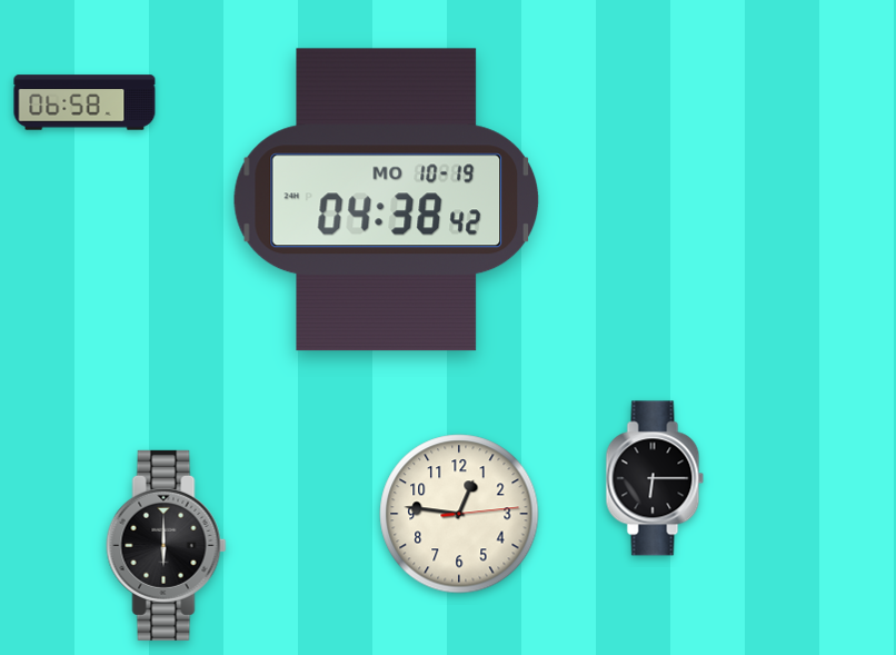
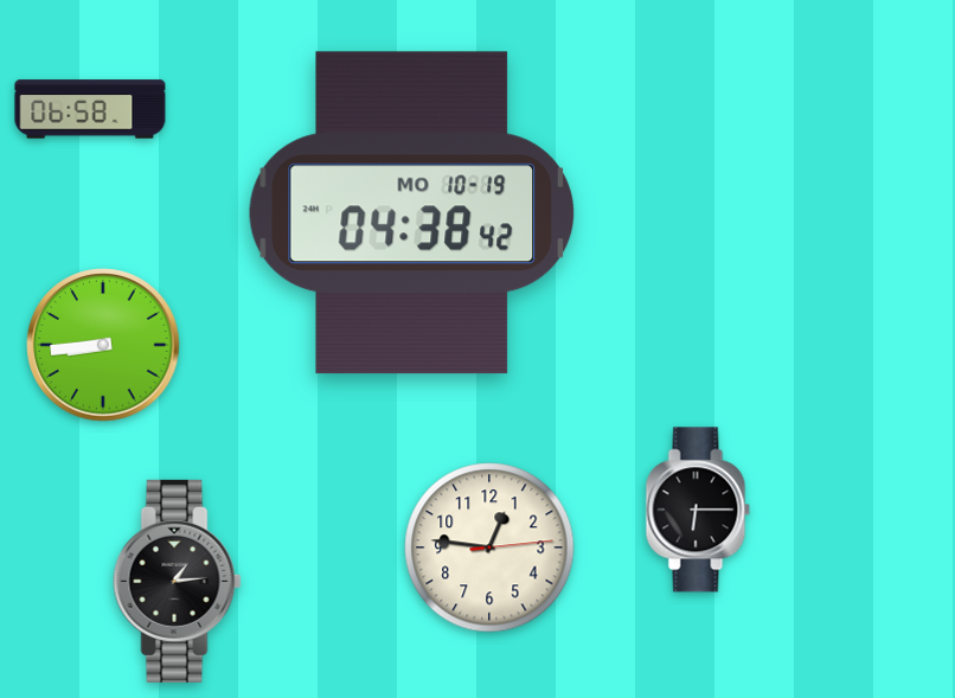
clock at (103, 345): none -> 8:44
clock at (167, 545): 6:00 -> 1:14
